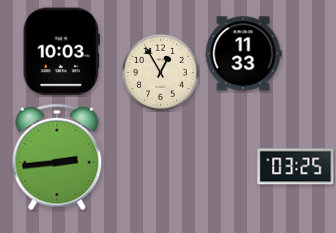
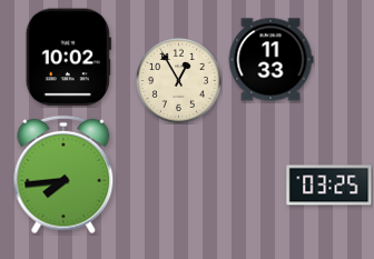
clock at (61, 52): 10:03 -> 10:02
clock at (57, 157): 2:44 -> 7:44
